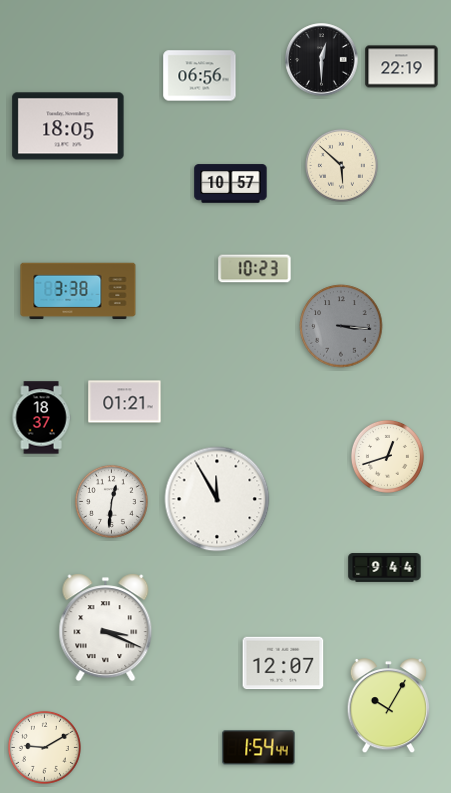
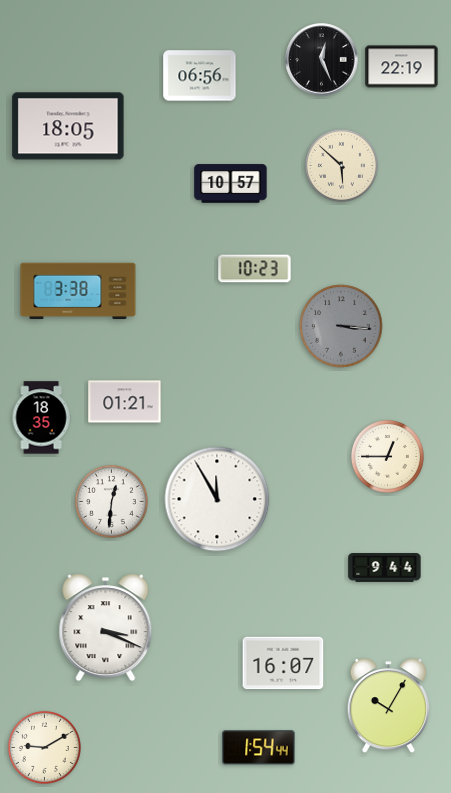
clock at (322, 60): 12:30 -> 12:26
clock at (41, 418): 18:37 -> 18:35
clock at (387, 456): 12:42 -> 12:45
clock at (283, 663): 12:07 -> 16:07
